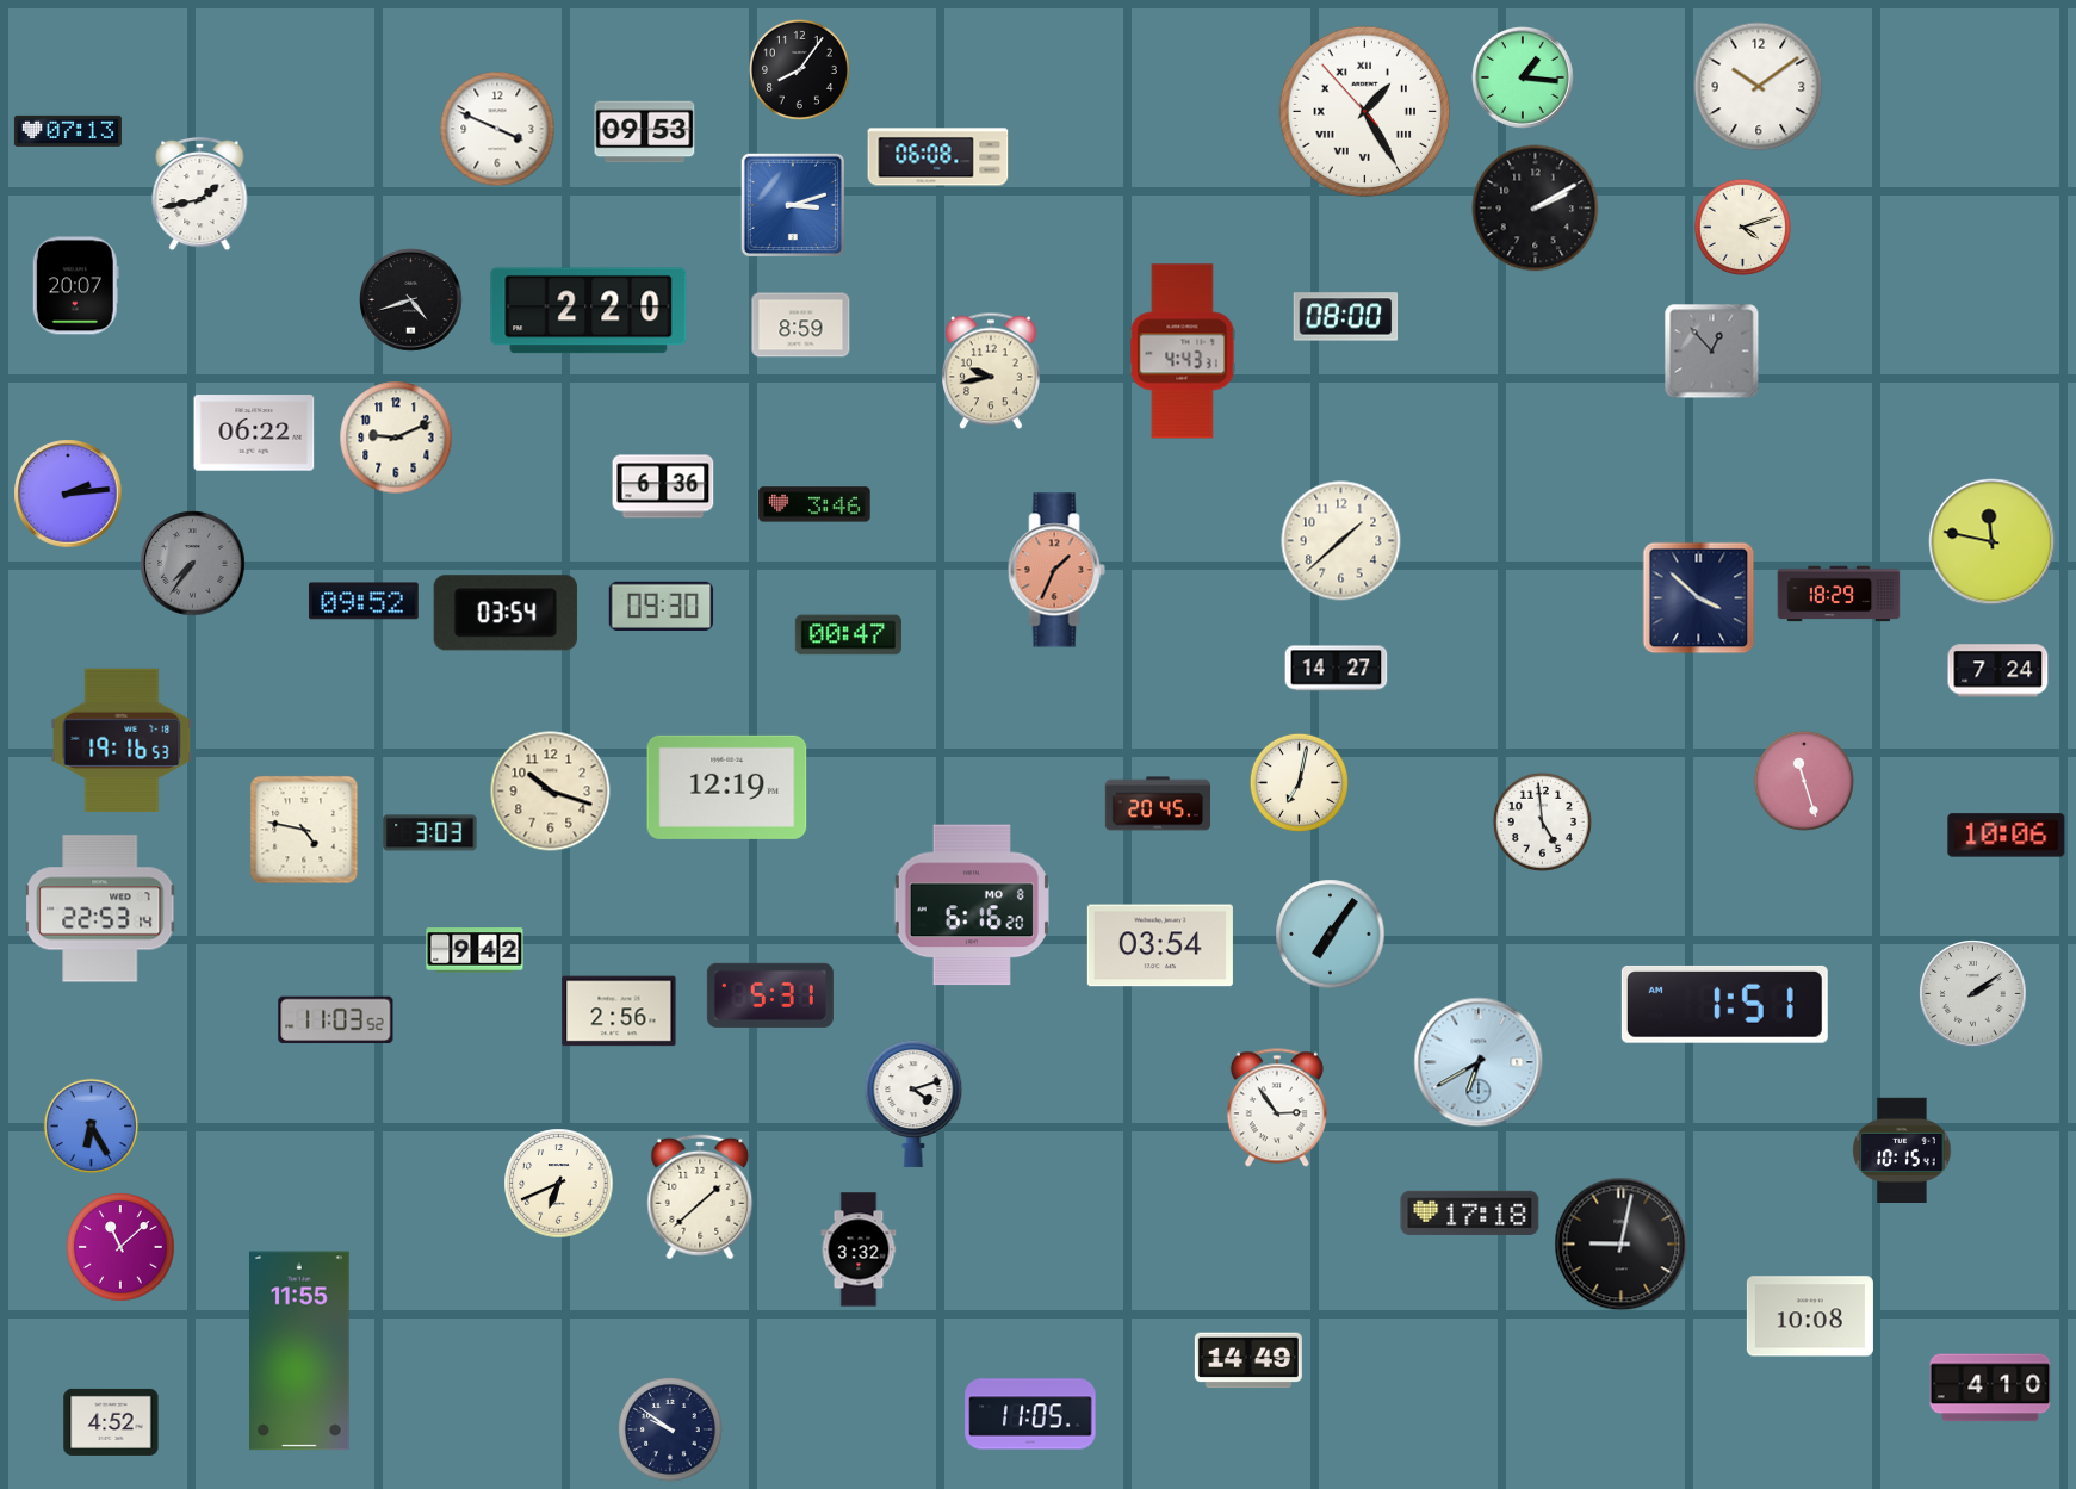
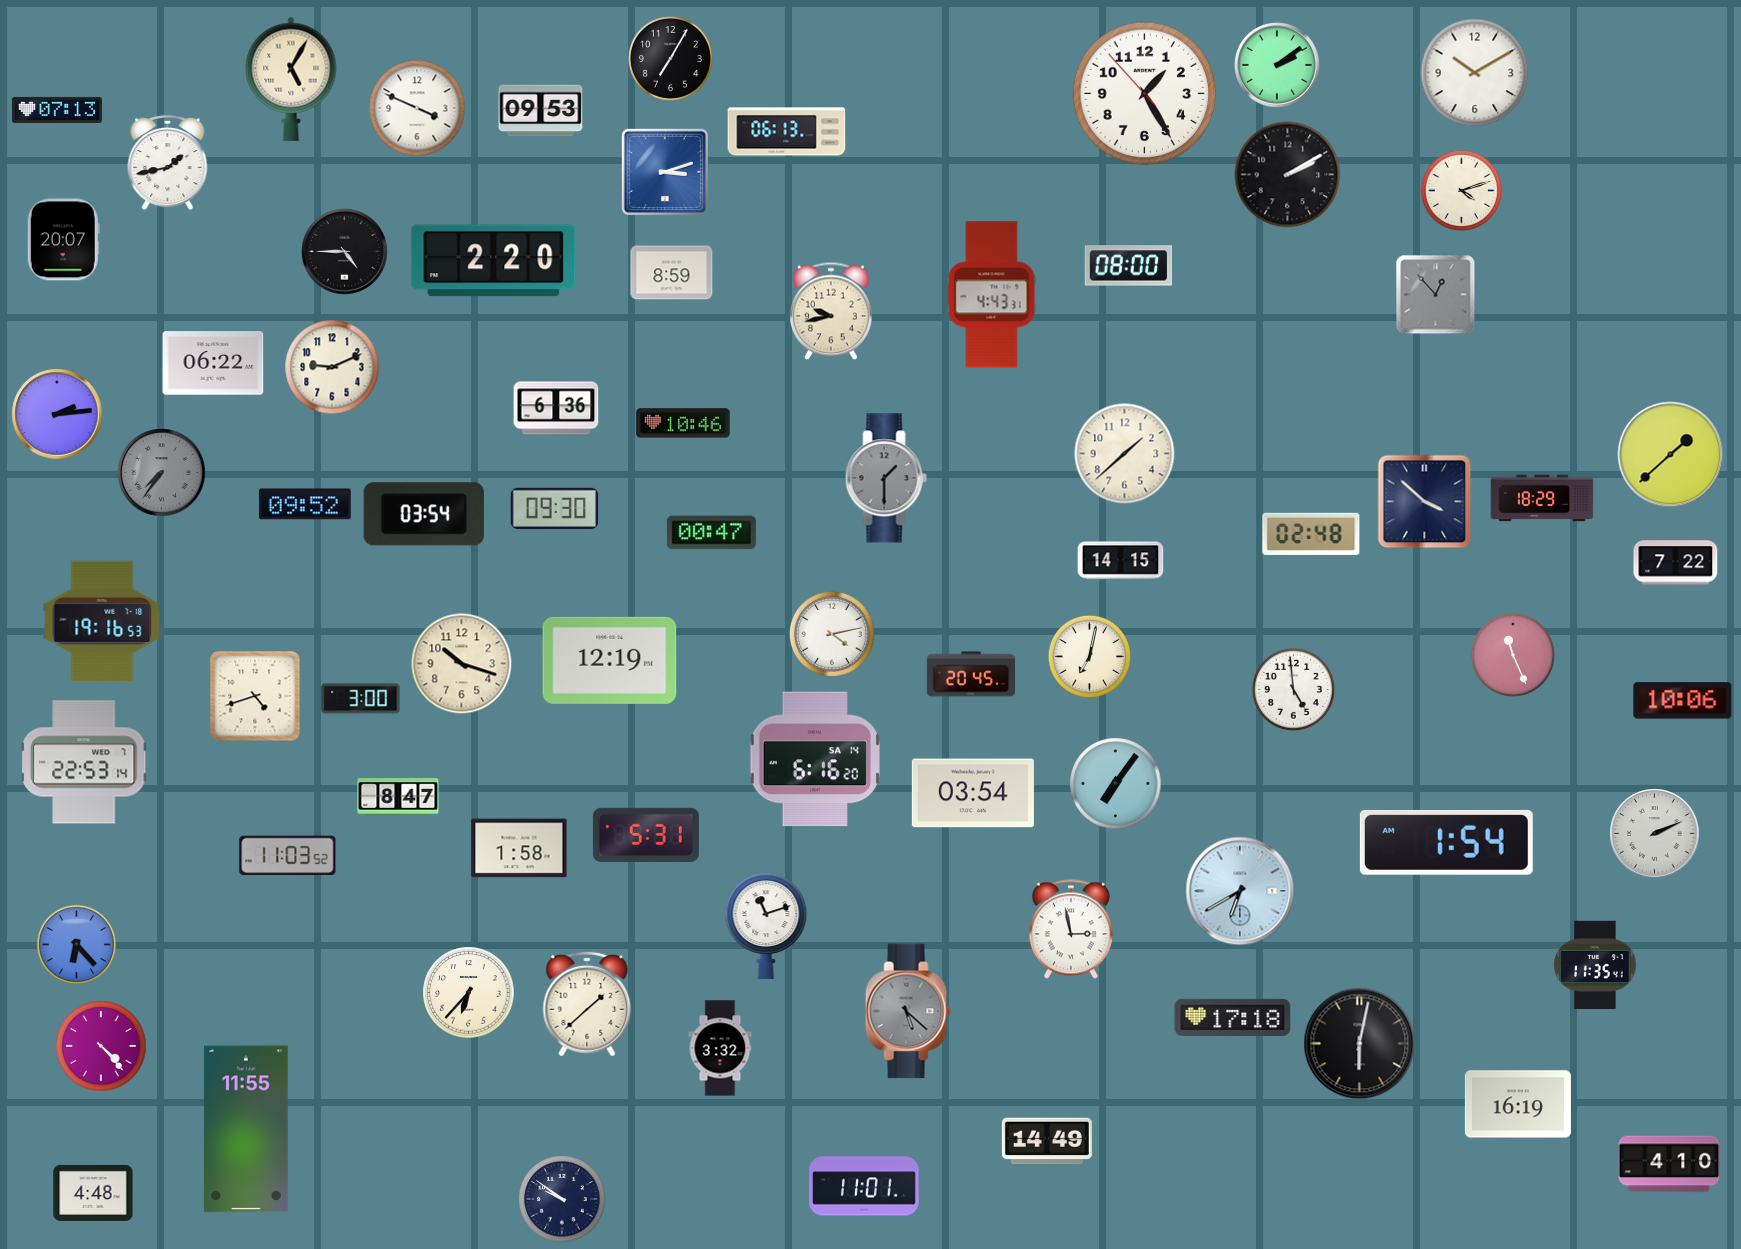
clock at (799, 69): 8:06 -> 7:05
clock at (1524, 79): 1:16 -> 2:09
clock at (1759, 87): 10:09 -> 10:10
clock at (291, 79): none -> 5:05
clock at (1365, 112) numerals: Roman -> Arabic
clock at (938, 157): 06:08 -> 06:13
clock at (411, 300): 4:42 -> 4:45
clock at (814, 504): 3:46 -> 10:46
clock at (1993, 542): 11:47 -> 1:38
clock at (1056, 570): 1:34 -> 1:30
clock at (1056, 570) dial: salmon -> grey
clock at (1311, 534): none -> 02:48
clock at (1337, 669): 14:27 -> 14:15
clock at (1998, 671): 7:24 -> 7:22
clock at (832, 634): none -> 4:13
clock at (1804, 781): 11:27 -> 11:26
clock at (304, 830): 4:47 -> 4:42
clock at (430, 833): 3:03 -> 3:00
clock at (972, 905) date: MO 8 -> SA 14
clock at (475, 950): 9:42 -> 8:47
clock at (1973, 994): 2:09 -> 2:11
clock at (1724, 1004): 1:51 -> 1:54
clock at (619, 1011): 2:56 -> 1:58
clock at (336, 1020) position: (336, 1020) -> (288, 856)
clock at (913, 1104): 4:12 -> 11:12
clock at (1277, 1108): 2:54 -> 2:58
clock at (92, 1127): 6:25 -> 6:23
clock at (1902, 1149): 10:15 -> 11:35
clock at (559, 1184): 6:41 -> 6:37
clock at (908, 1011): none -> 5:22
clock at (1622, 1245): 9:02 -> 6:02
clock at (120, 1247): 11:08 -> 4:23
clock at (1810, 1316): 10:08 -> 16:19
clock at (300, 1351) position: (300, 1351) -> (247, 1129)
clock at (1030, 1414): 11:05 -> 11:01
clock at (111, 1422): 4:52 -> 4:48
